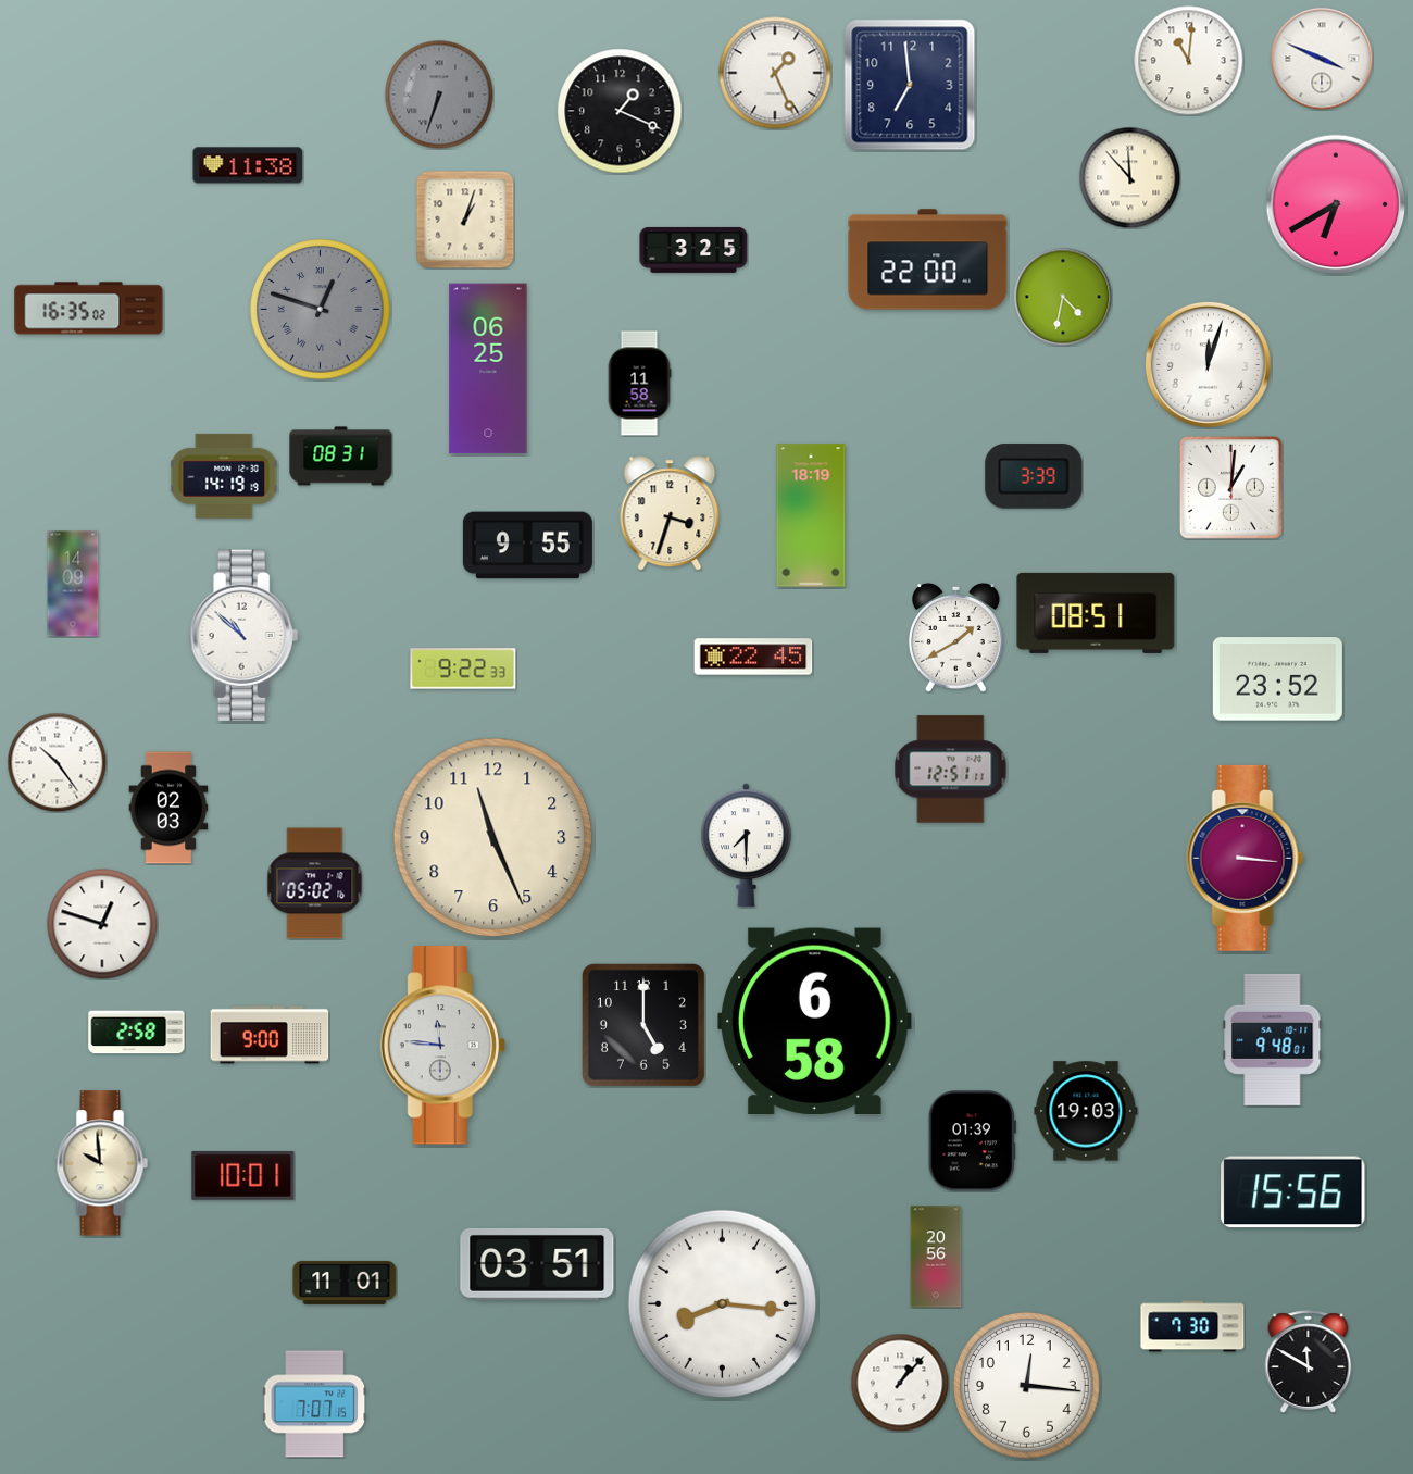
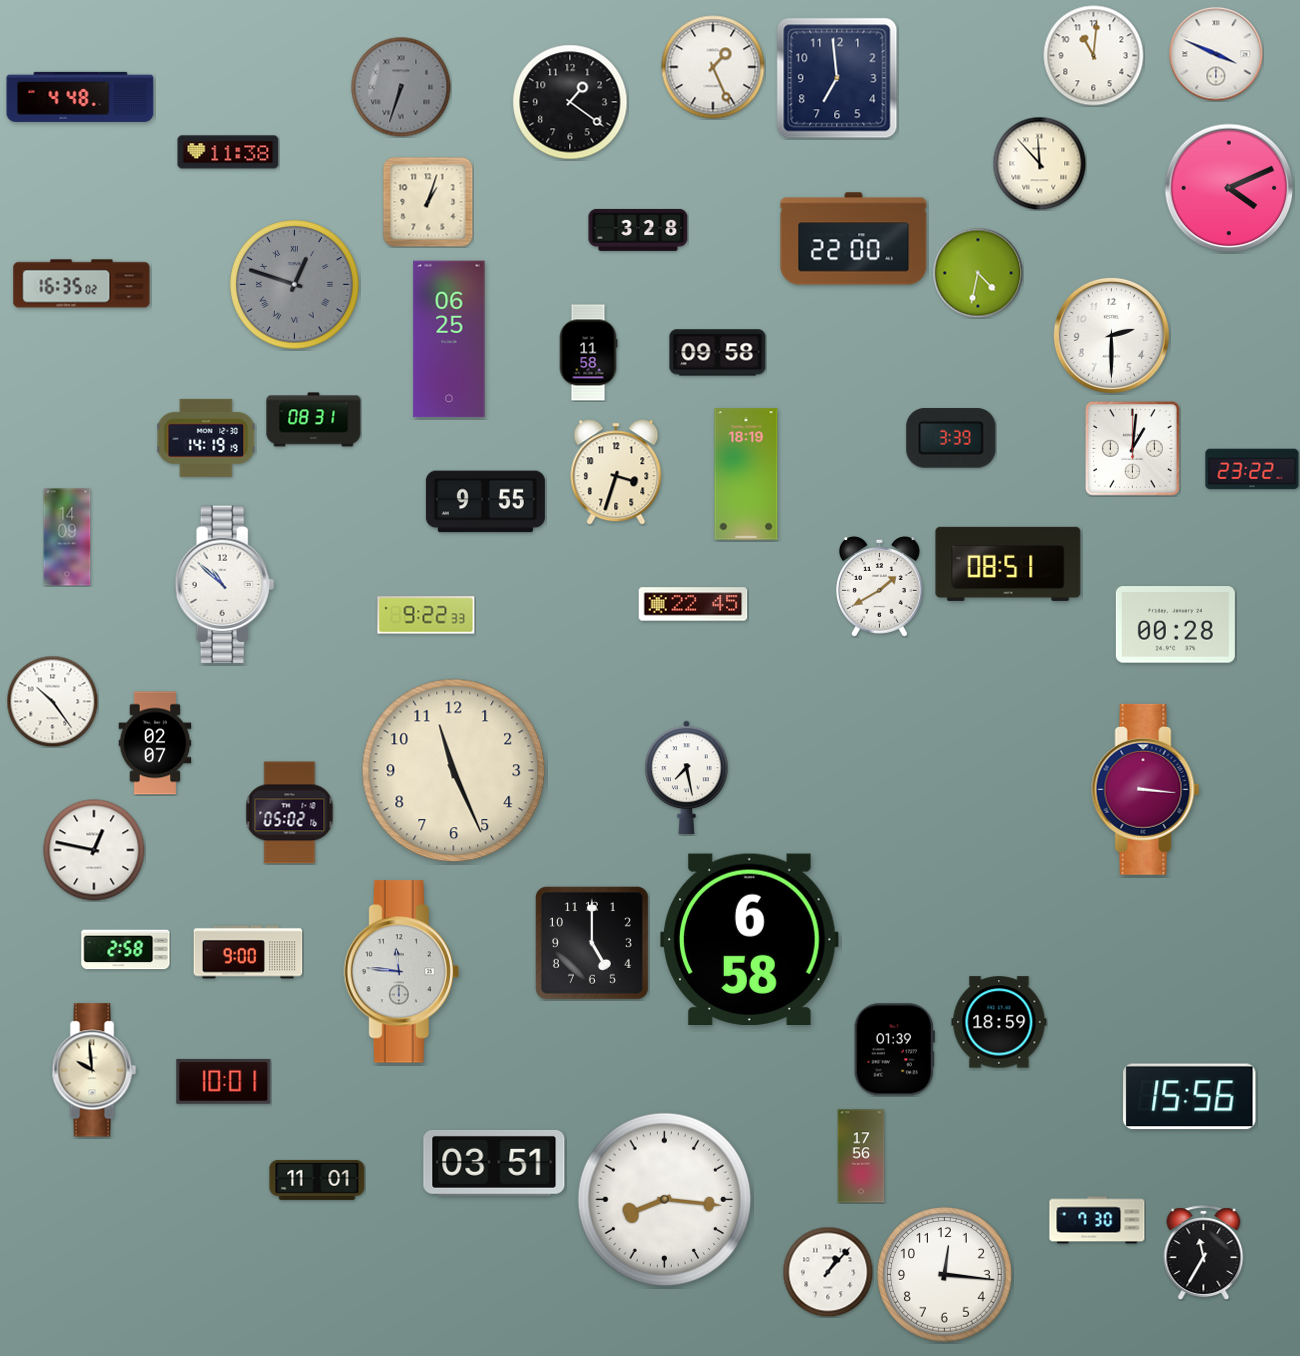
clock at (439, 95) position: (439, 95) -> (401, 87)
clock at (80, 97): none -> 4:48
clock at (620, 111): 1:19 -> 1:21
clock at (1336, 204): 6:40 -> 4:11
clock at (693, 250): 3:25 -> 3:28
clock at (1208, 364): 12:03 -> 2:30
clock at (718, 353): none -> 09:58
clock at (1252, 469): none -> 23:22
clock at (1277, 679): 23:52 -> 00:28
clock at (951, 770): 12:51 -> none
clock at (168, 808): 02:03 -> 02:07
clock at (747, 845): 7:30 -> 7:28
clock at (102, 924): 12:48 -> 12:47
clock at (1273, 1039): 9:48 -> none
clock at (442, 1046) position: (442, 1046) -> (401, 972)
clock at (1086, 1111): 19:03 -> 18:59
clock at (936, 1257): 20:56 -> 17:56
clock at (1309, 1362): 11:50 -> 11:35
clock at (315, 1404): 7:07 -> none
